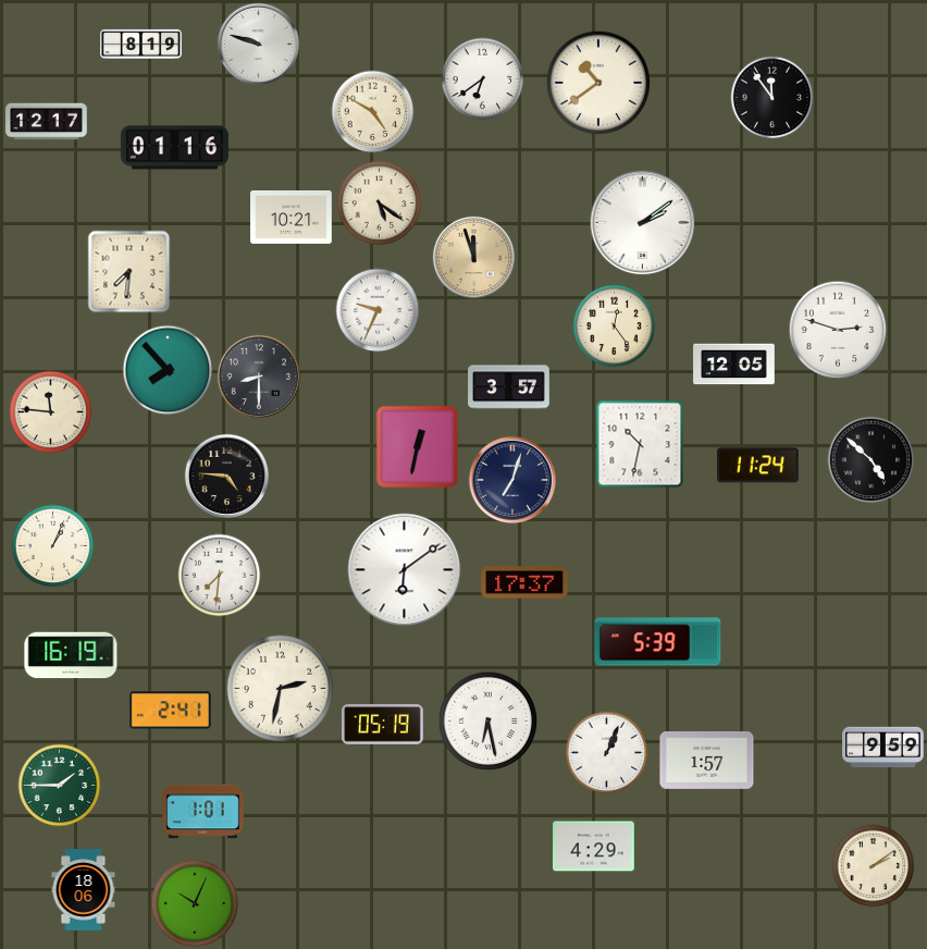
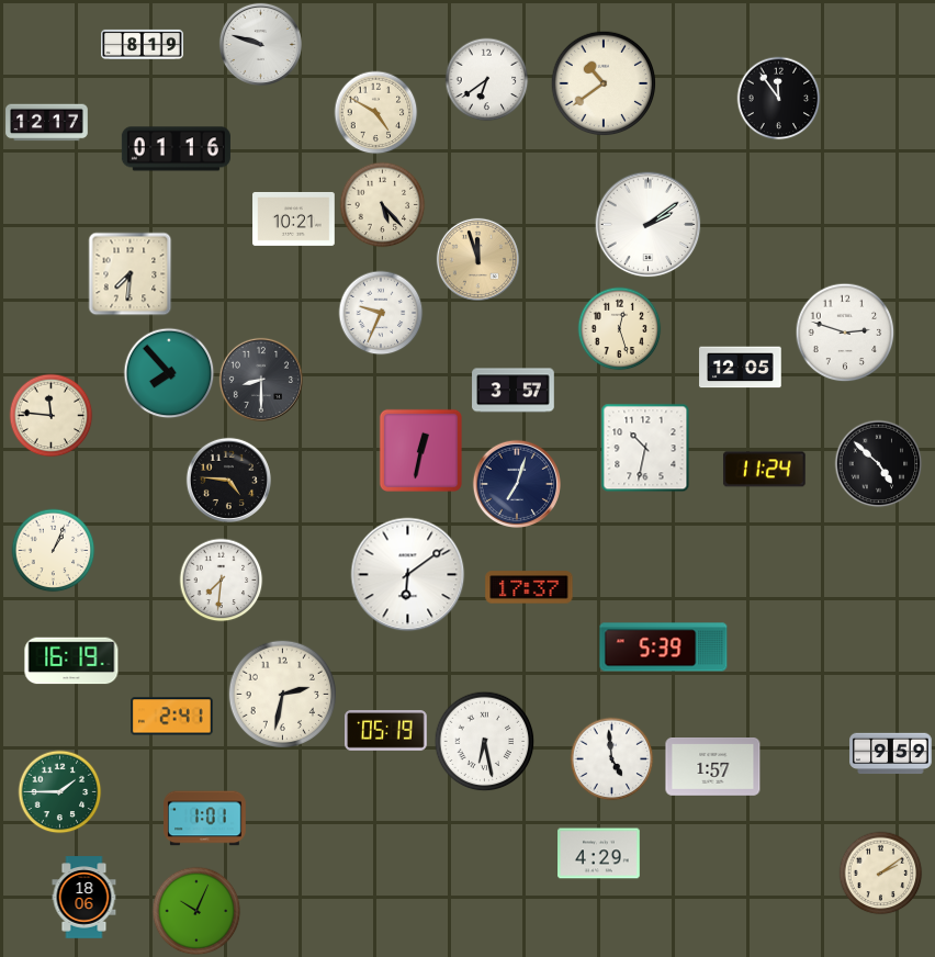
clock at (380, 204): 5:21 -> 5:23
clock at (615, 326): 12:24 -> 12:27
clock at (489, 722) position: (489, 722) -> (485, 742)
clock at (607, 753): 1:04 -> 4:59
